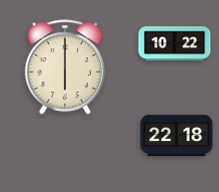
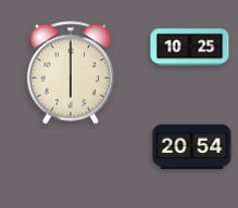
clock at (175, 44): 10:22 -> 10:25
clock at (177, 136): 22:18 -> 20:54
